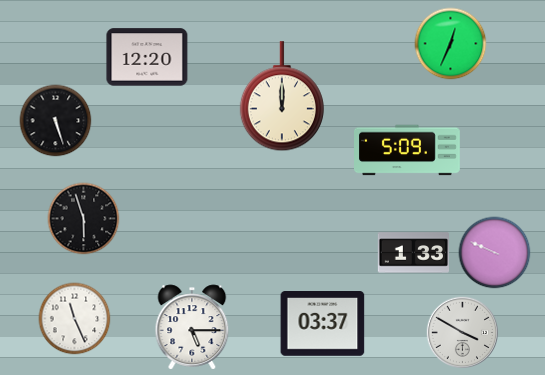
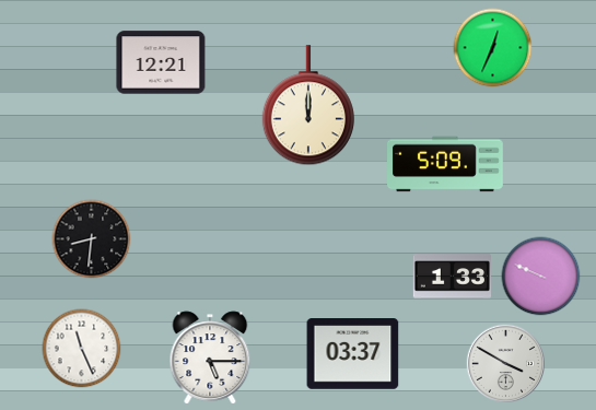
clock at (147, 57): 12:20 -> 12:21
clock at (56, 121): 5:27 -> none
clock at (84, 219): 5:57 -> 8:31
